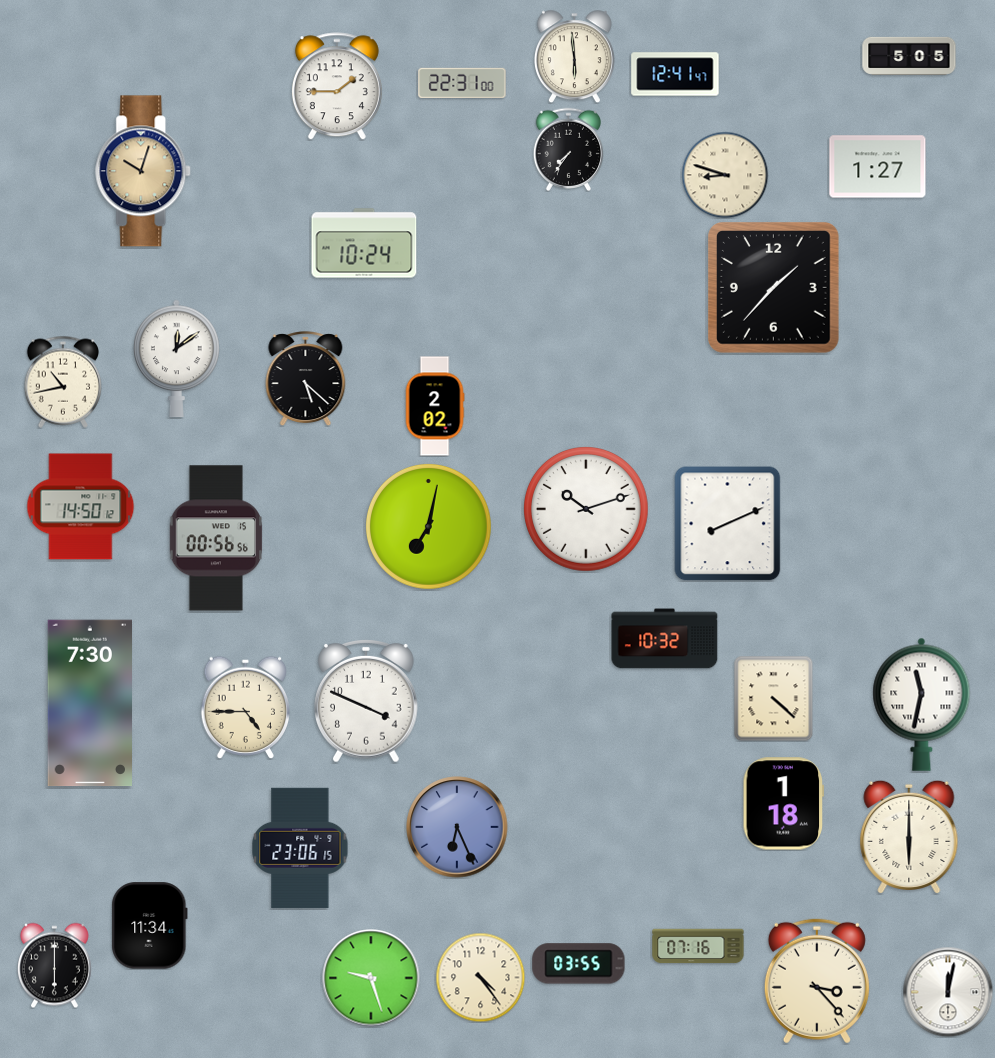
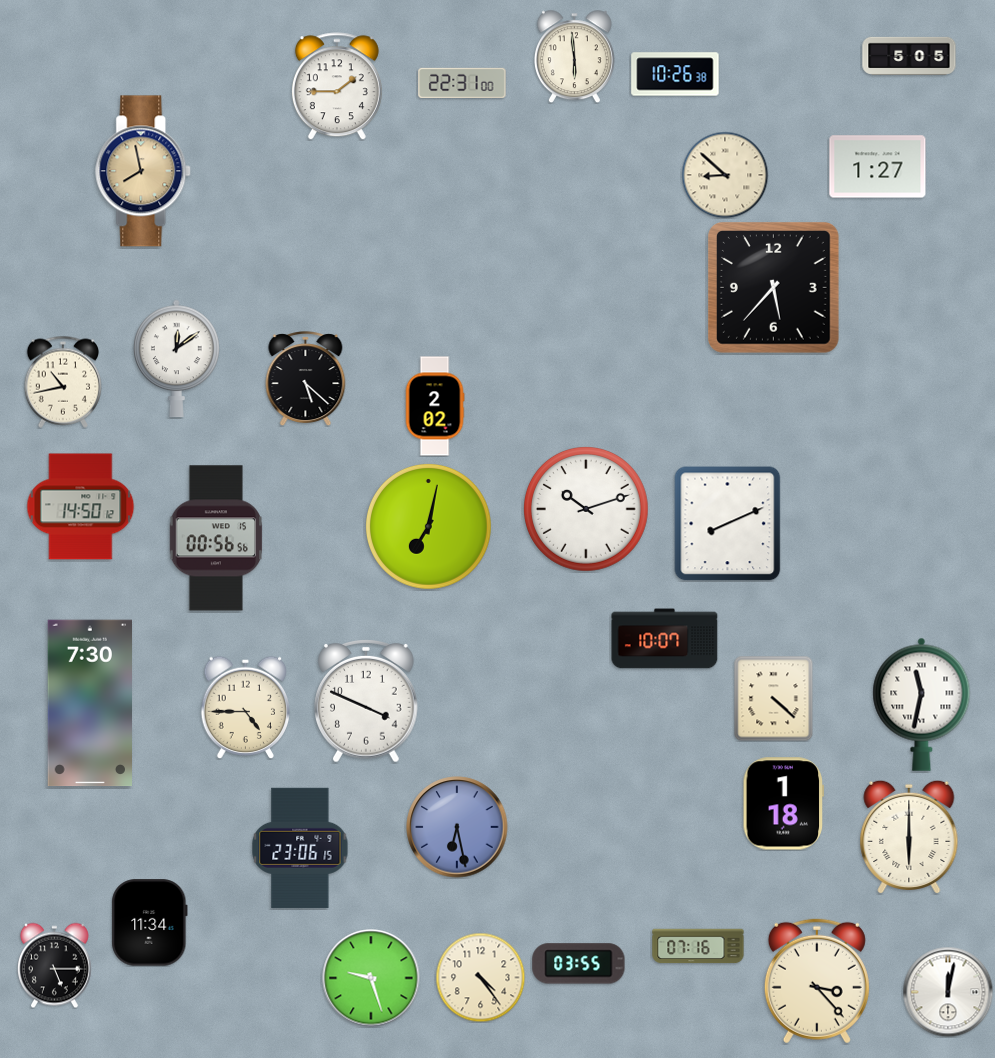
clock at (675, 74): 12:41 -> 10:26
clock at (568, 149): 7:36 -> none
clock at (144, 171): 10:03 -> 7:58
clock at (725, 175): 8:48 -> 8:52
clock at (364, 243): 10:24 -> none
clock at (774, 288): 1:37 -> 5:37
clock at (665, 639): 10:32 -> 10:07
clock at (457, 827): 6:26 -> 6:28
clock at (150, 926) position: (150, 926) -> (150, 923)
clock at (54, 965): 6:00 -> 5:15
